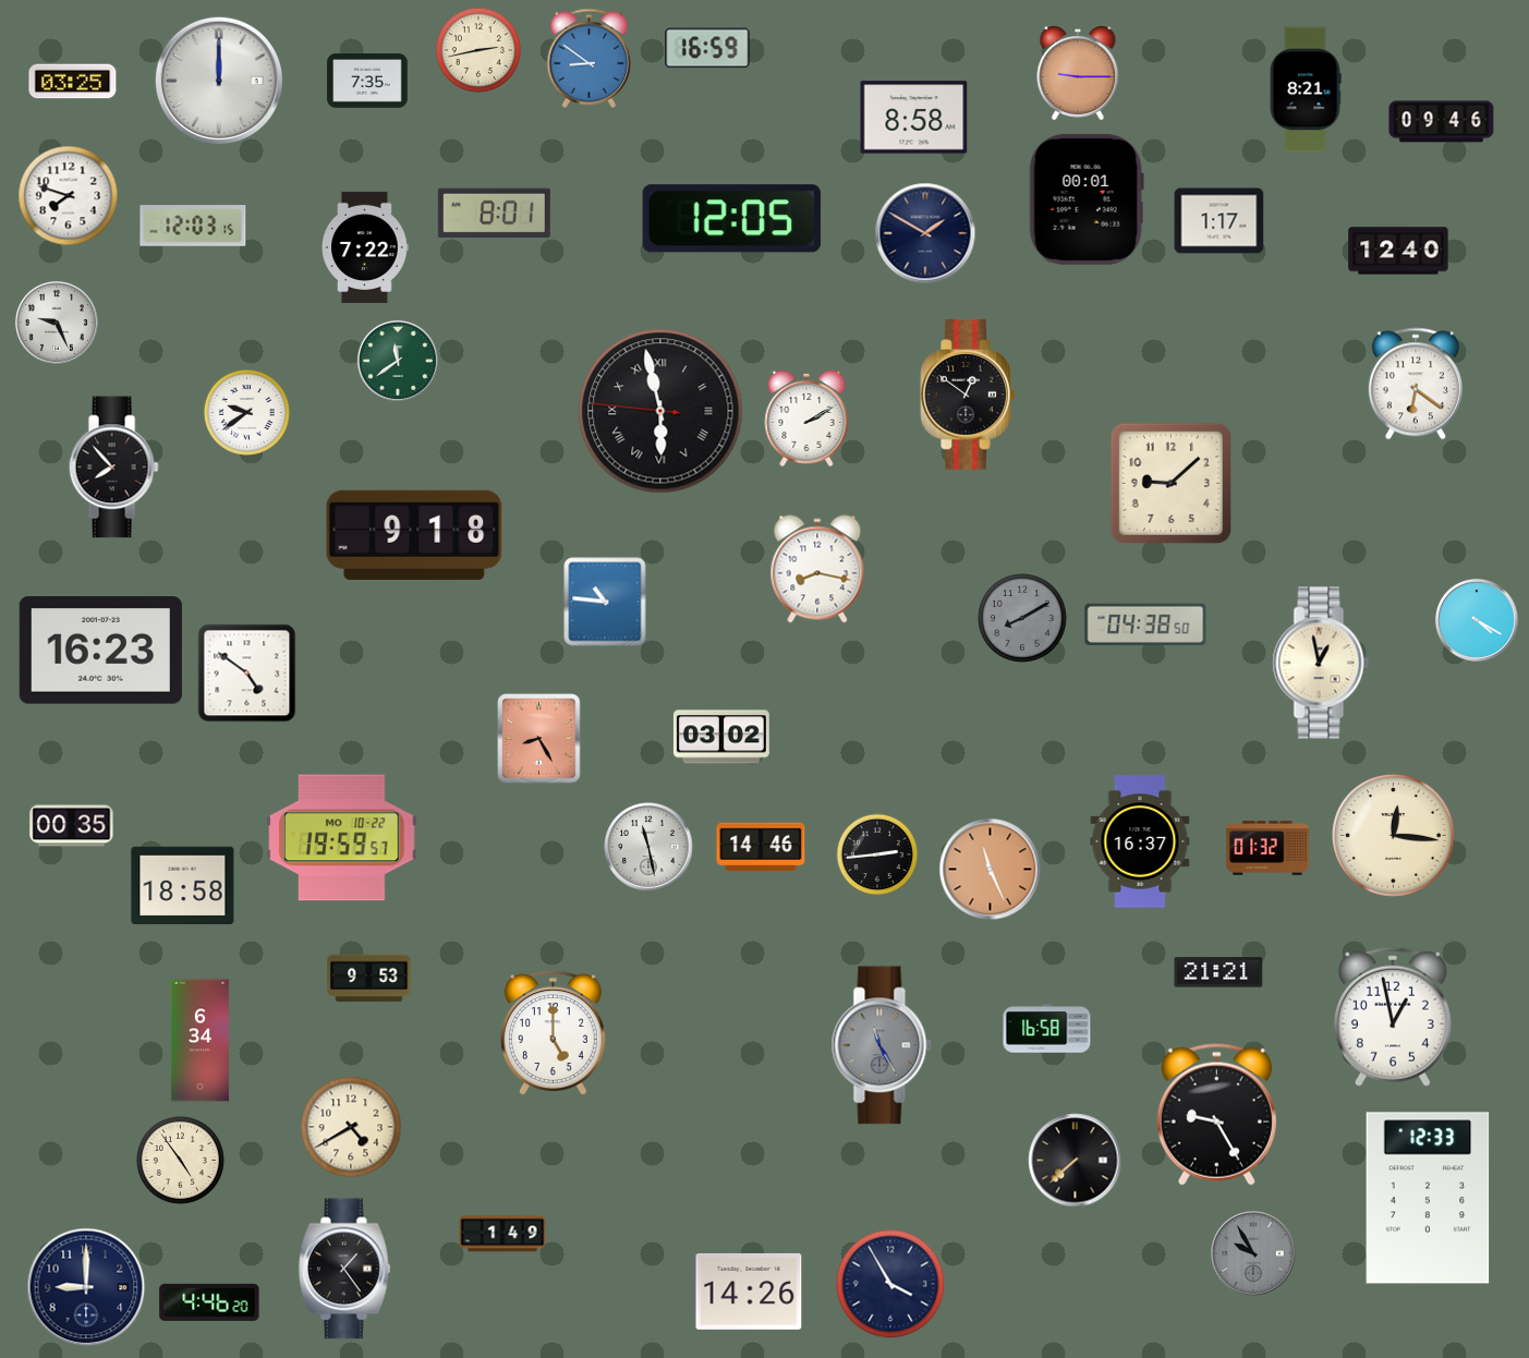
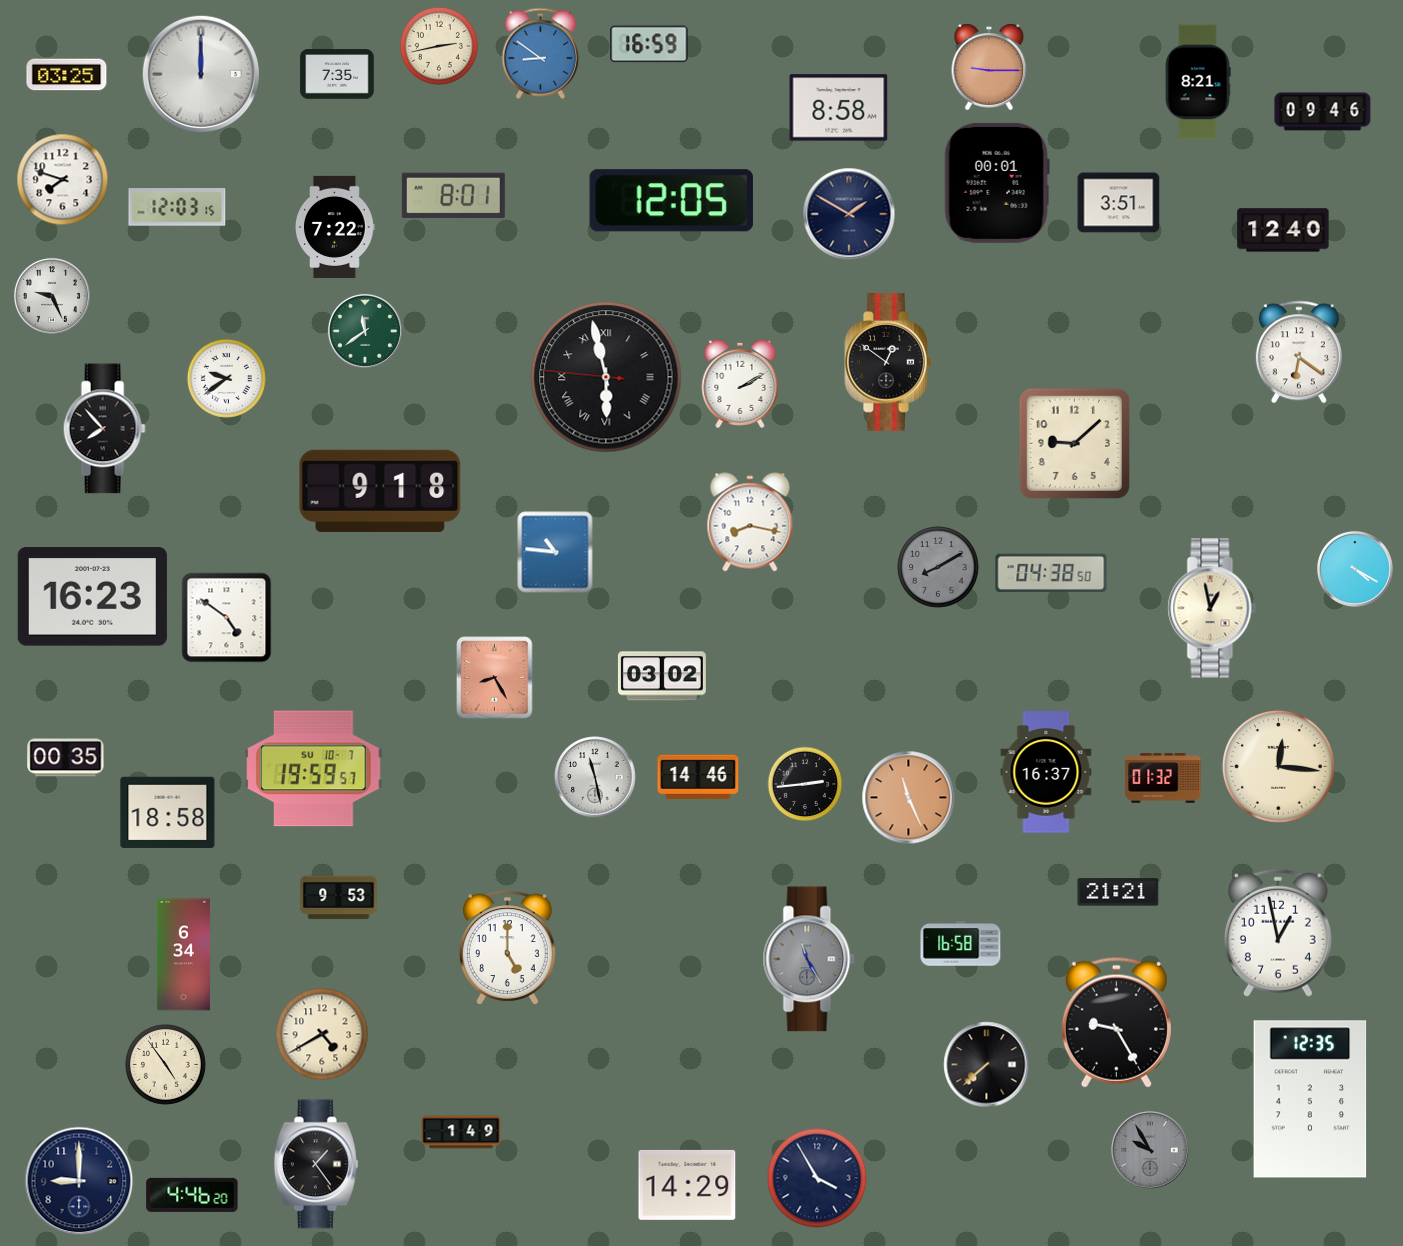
clock at (1219, 221): 1:17 -> 3:51
clock at (342, 838) date: MO 10-22 -> SU 10-7
clock at (1428, 1198): 12:33 -> 12:35
clock at (749, 1292): 14:26 -> 14:29
